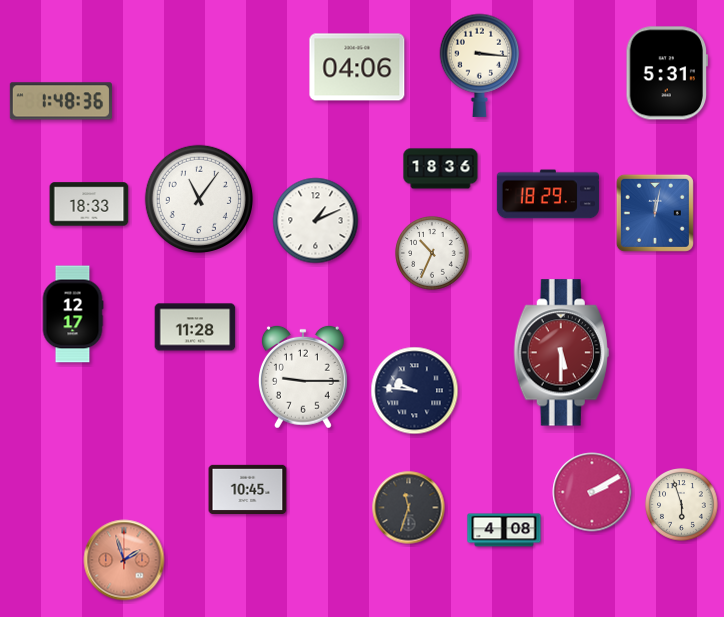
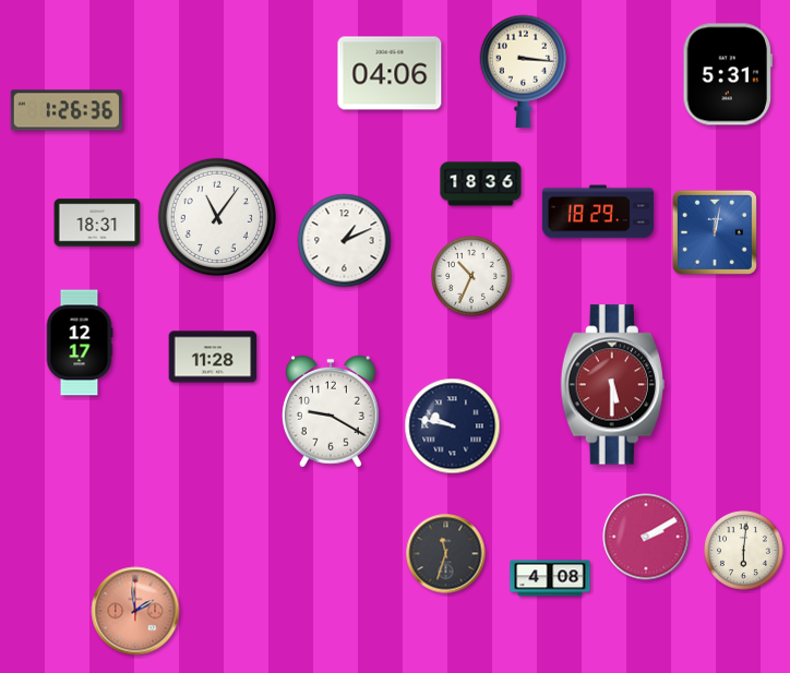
clock at (666, 73) position: (666, 73) -> (727, 74)
clock at (61, 101): 1:48 -> 1:26
clock at (89, 204): 18:33 -> 18:31
clock at (303, 377): 9:15 -> 9:20
clock at (415, 391): 9:46 -> 9:47
clock at (248, 489): 10:45 -> none
clock at (682, 505): 5:57 -> 6:01
clock at (124, 560): 1:57 -> 1:59
